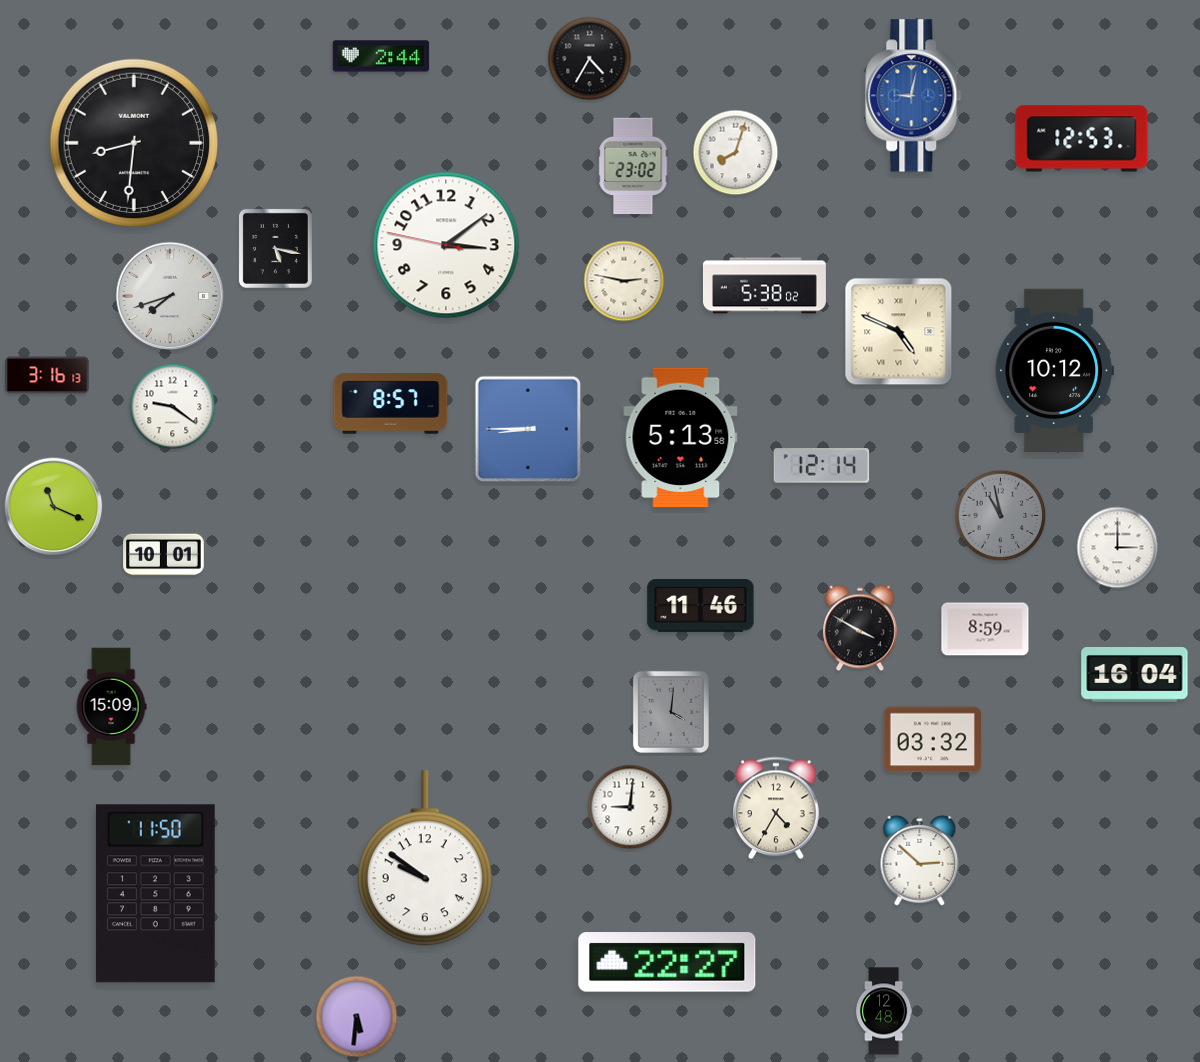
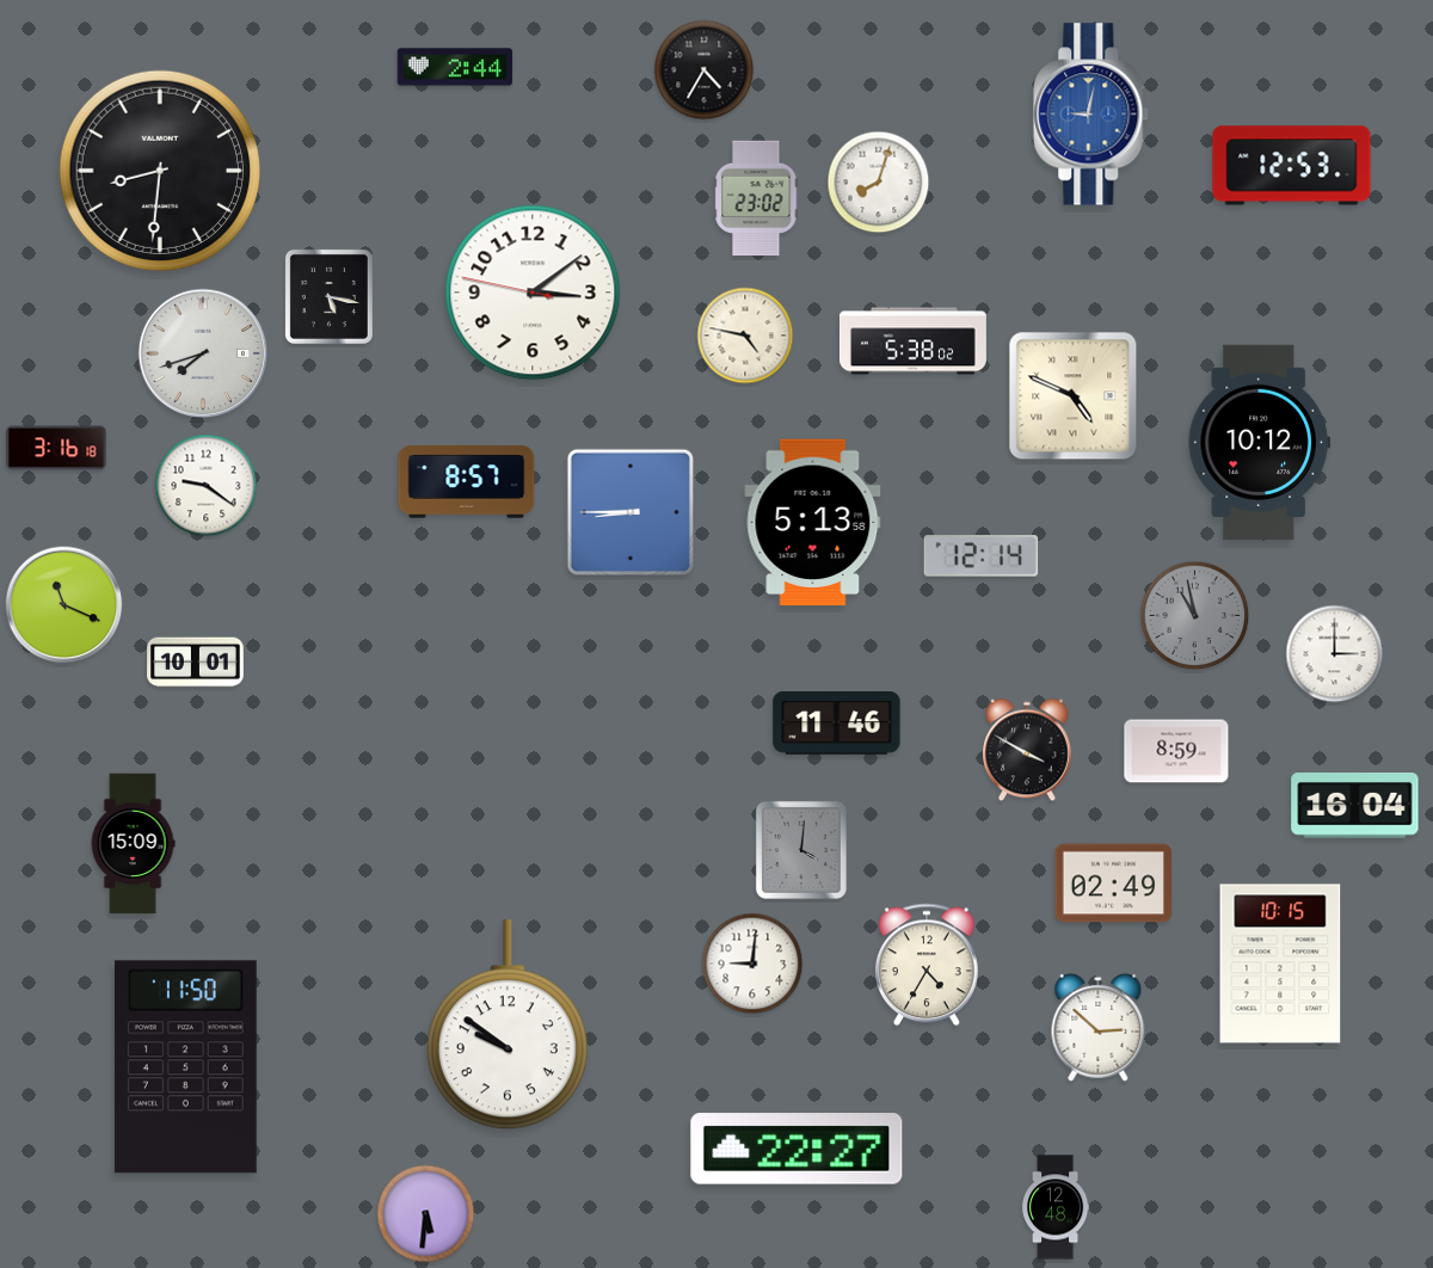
clock at (624, 281): 2:47 -> 4:47
clock at (47, 375): 3:16:13 -> 3:16:18
clock at (932, 740): 03:32 -> 02:49
clock at (1280, 964): none -> 10:15
